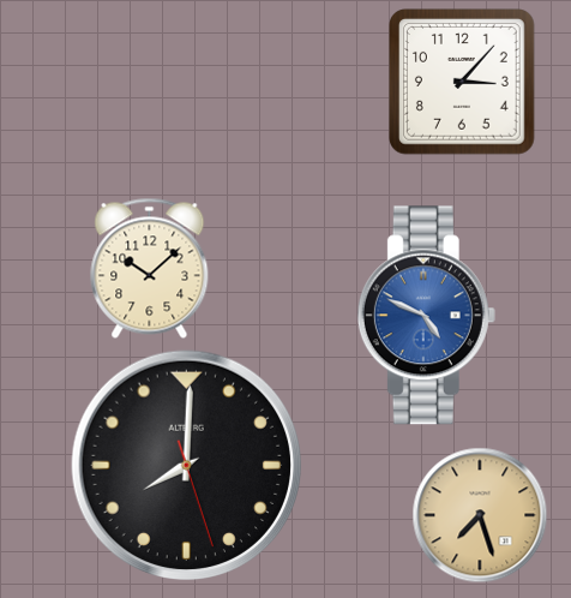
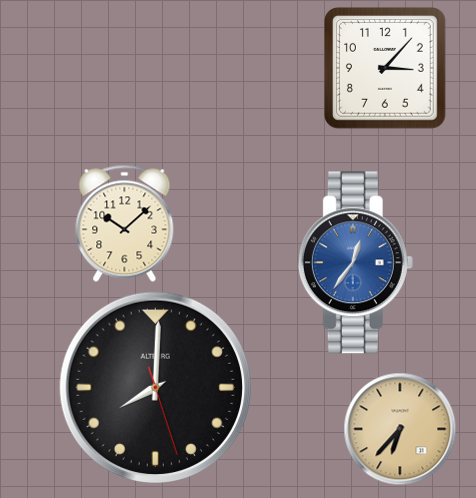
clock at (426, 316): 4:49 -> 12:36
clock at (480, 515): 7:27 -> 6:37
